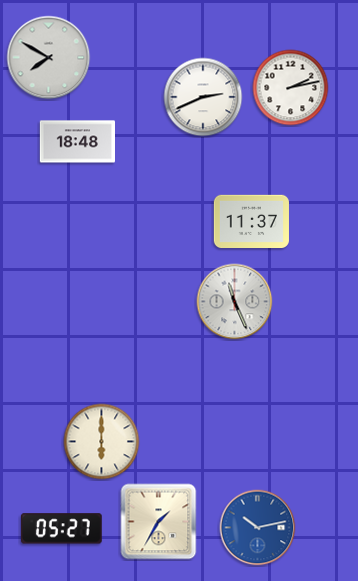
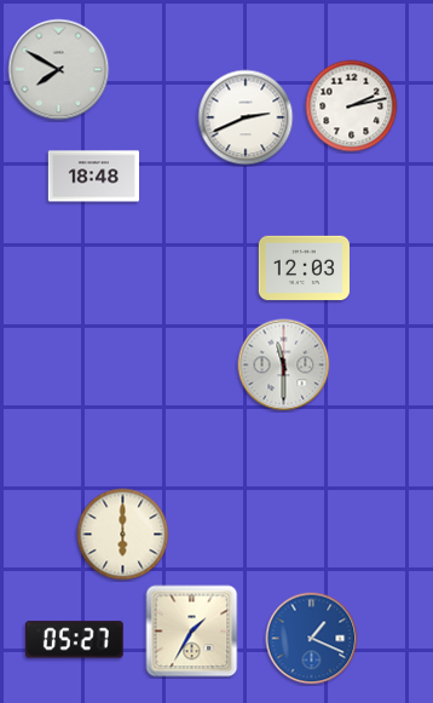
clock at (77, 142) position: (77, 142) -> (93, 177)
clock at (251, 222): 11:37 -> 12:03
clock at (235, 302): 11:26 -> 11:30
clock at (258, 528): 10:13 -> 1:19
